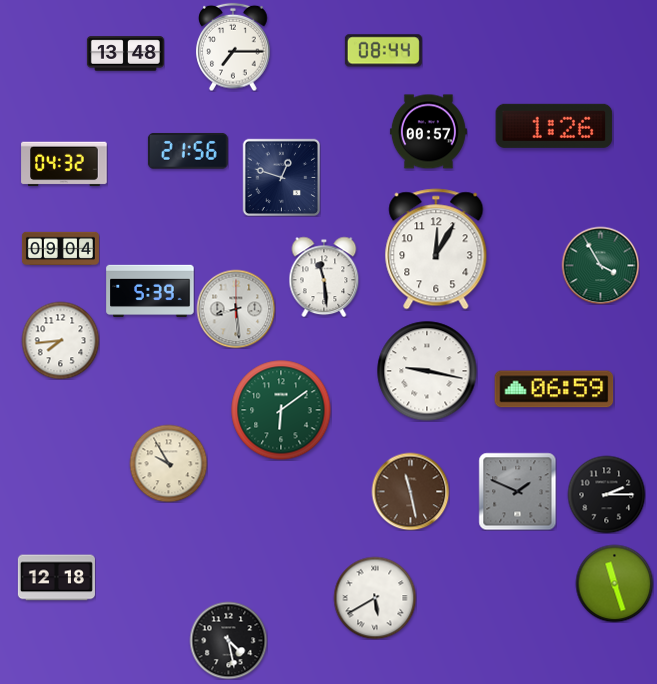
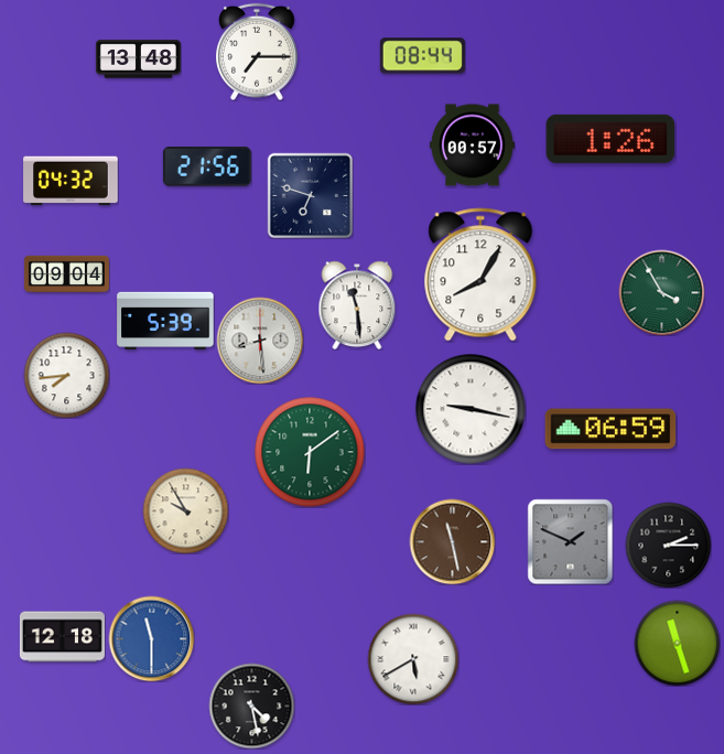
clock at (281, 177): 12:48 -> 6:48
clock at (436, 249): 12:05 -> 8:05
clock at (151, 638): none -> 11:30
